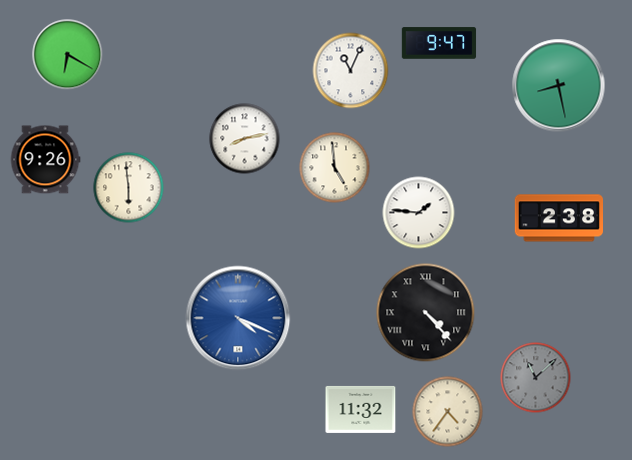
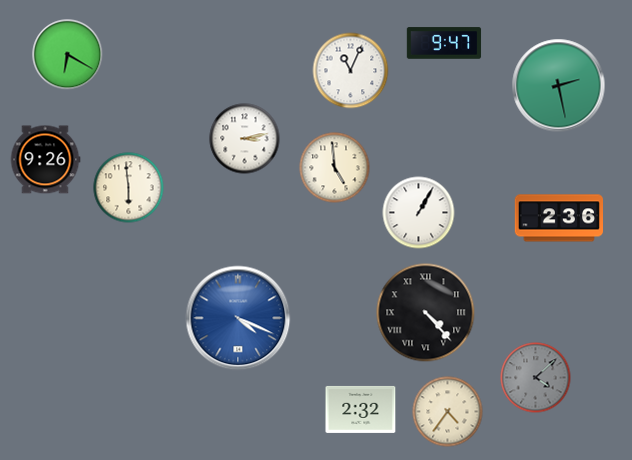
clock at (439, 43) position: (439, 43) -> (444, 43)
clock at (559, 86): 8:28 -> 2:28
clock at (245, 139): 8:13 -> 3:13
clock at (419, 213): 1:46 -> 1:05
clock at (558, 218): 2:38 -> 2:36
clock at (536, 378): 11:08 -> 4:08
clock at (361, 409): 11:32 -> 2:32
